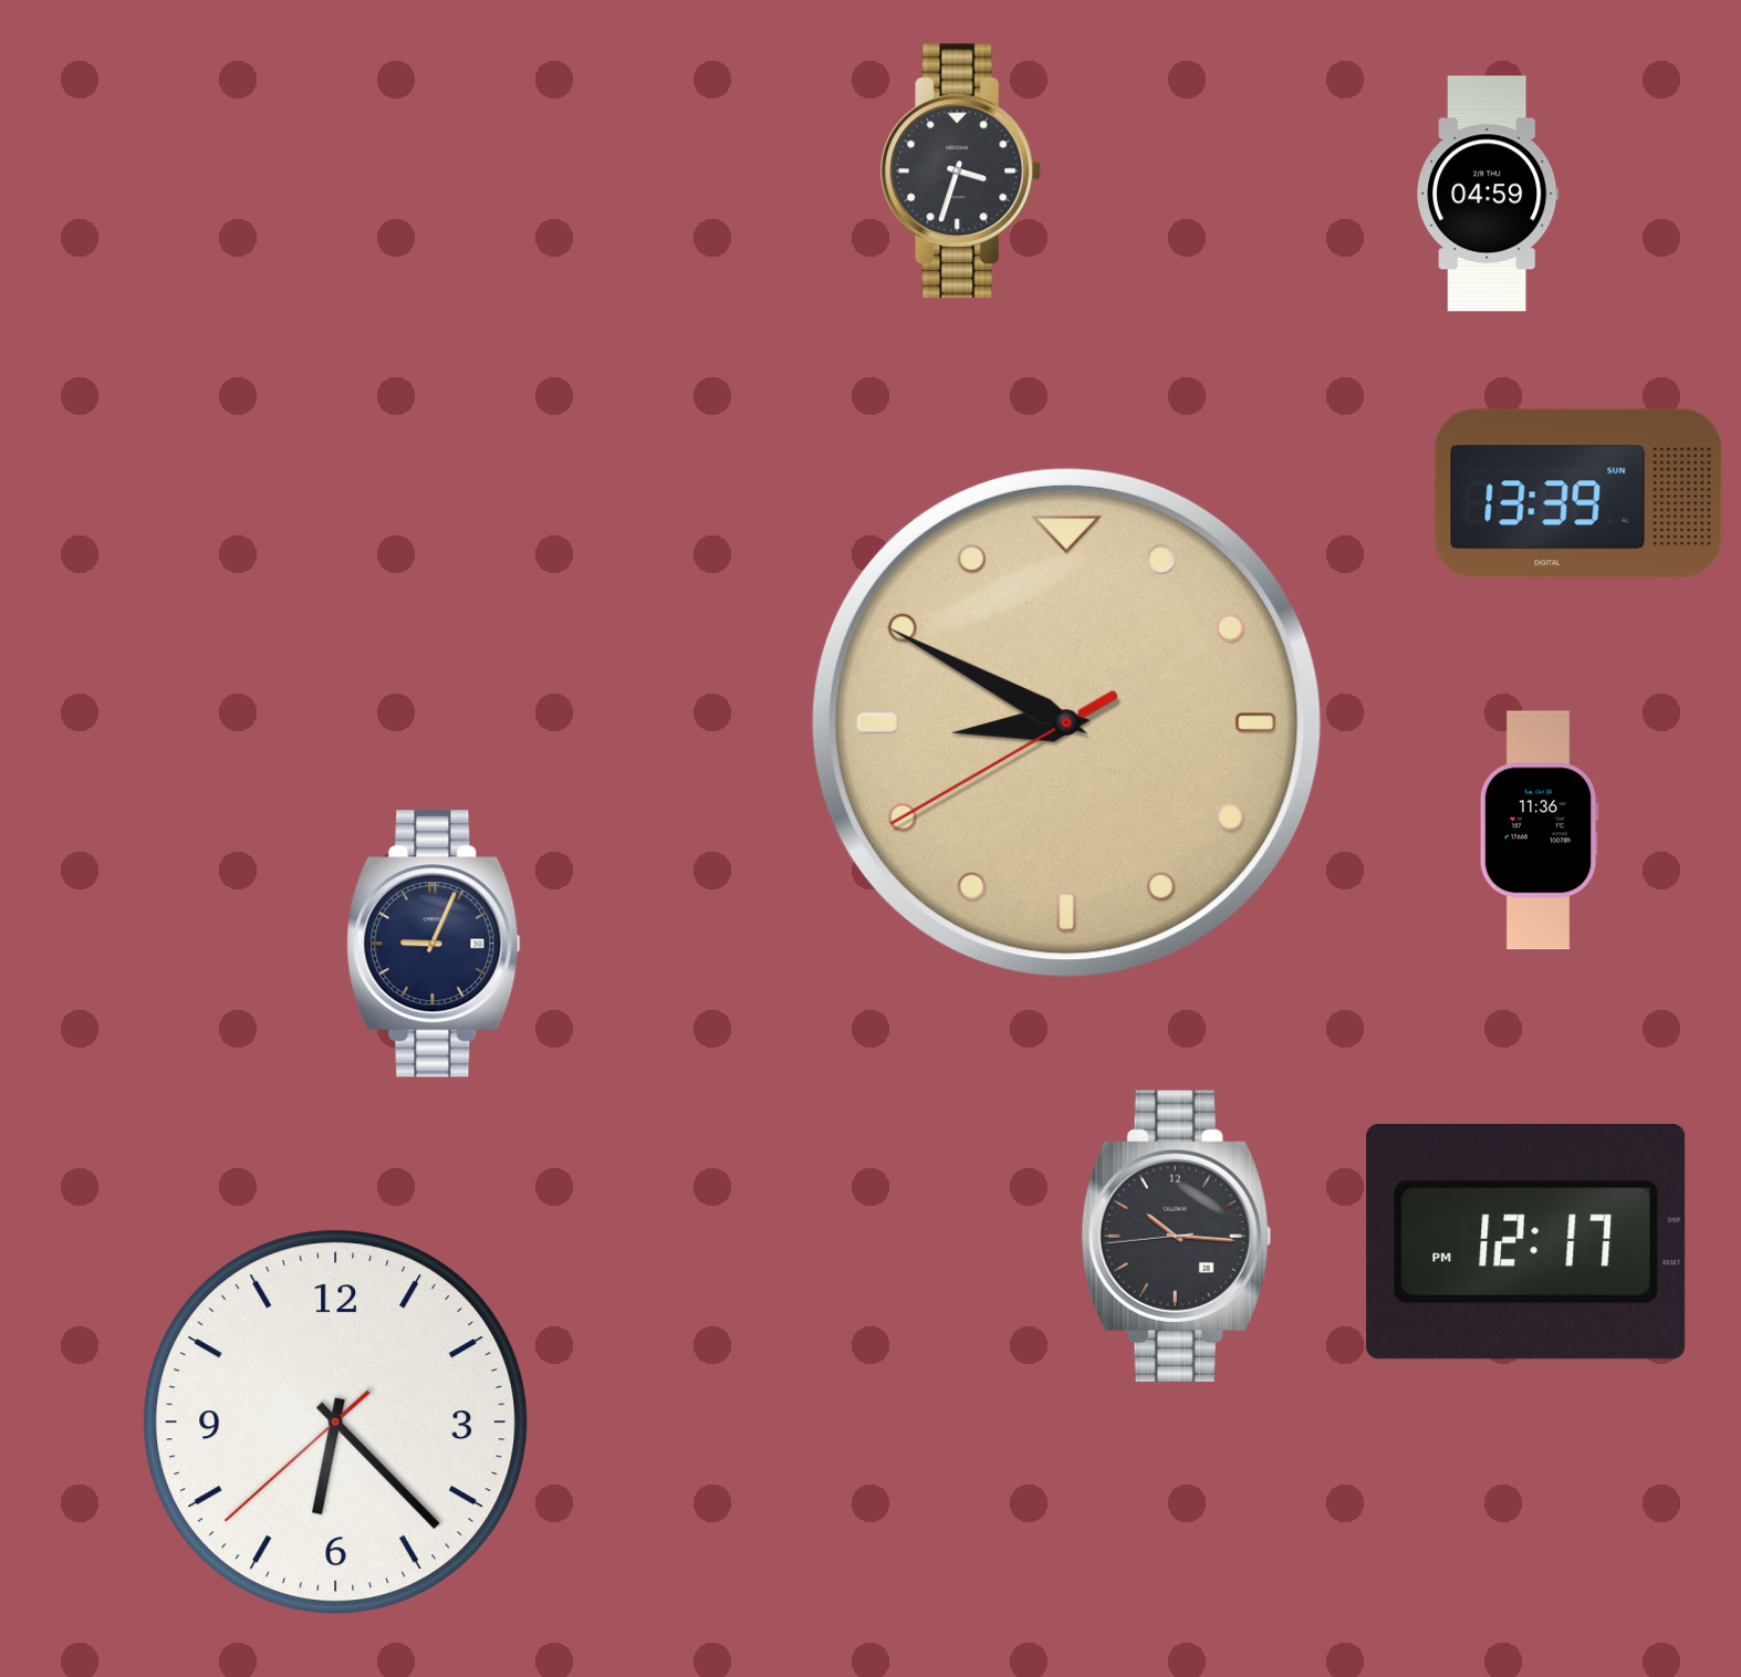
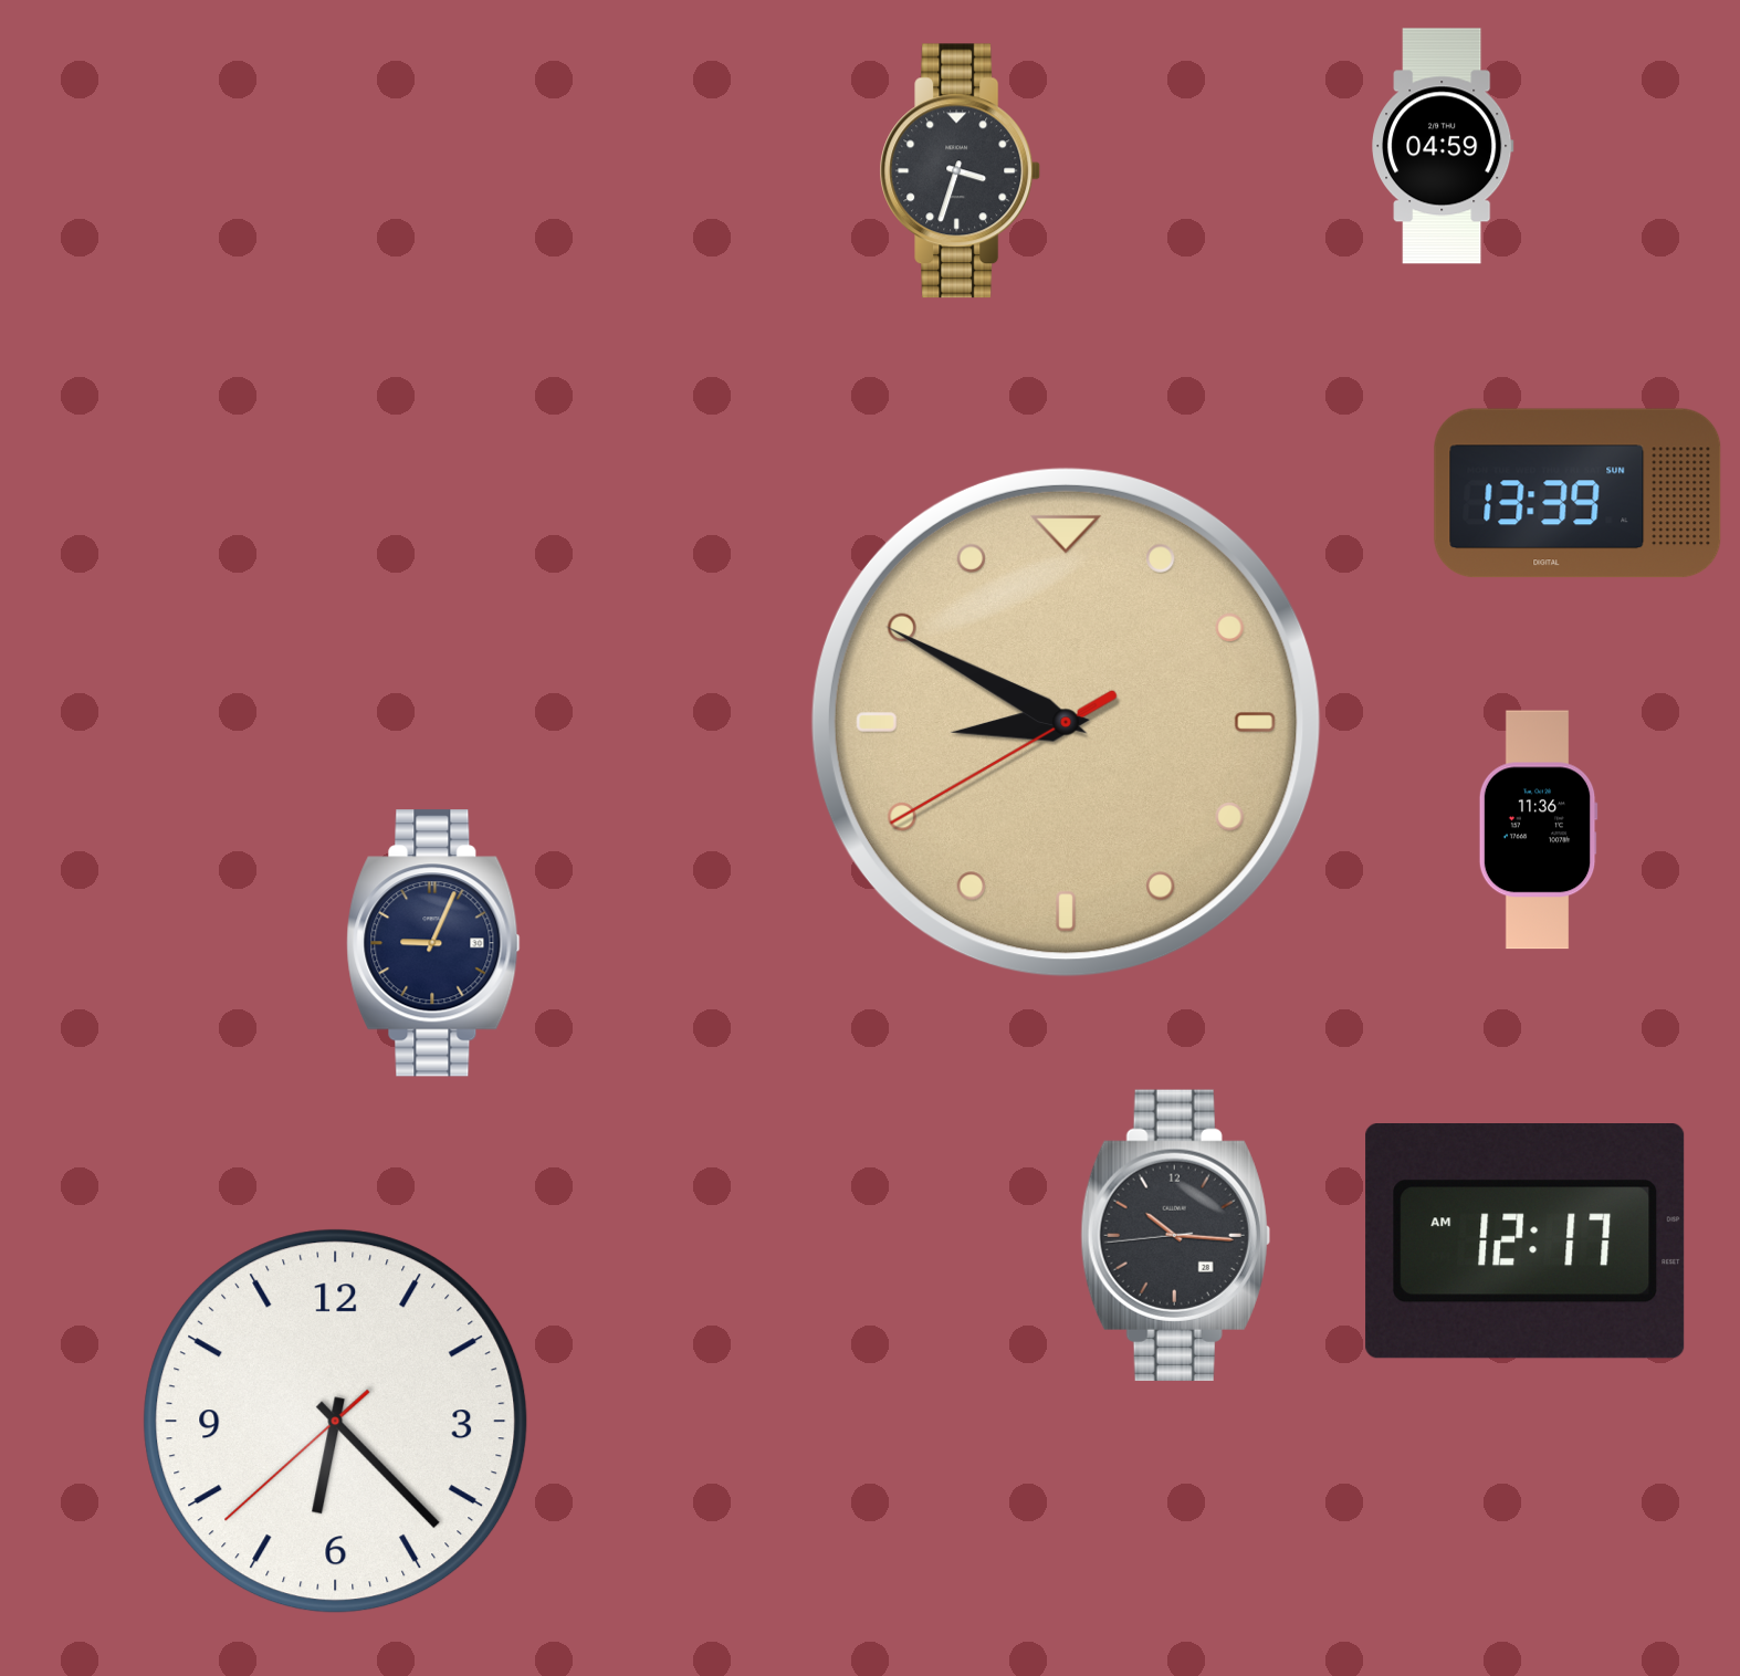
clock at (1488, 194) position: (1488, 194) -> (1443, 146)
clock at (1526, 1242): 12:17 PM -> 12:17 AM
